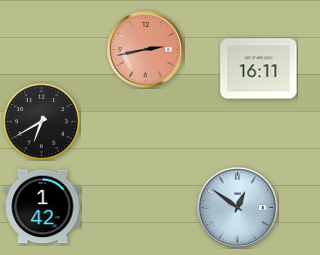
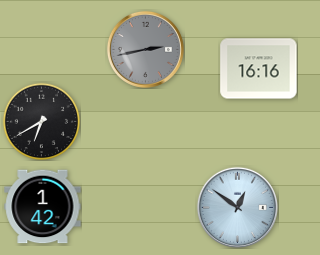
clock at (145, 49) dial: salmon -> grey
clock at (259, 69): 16:11 -> 16:16
